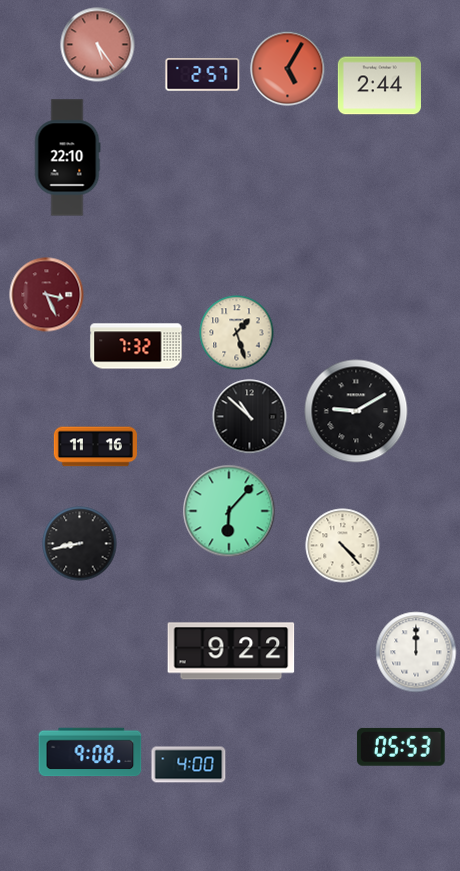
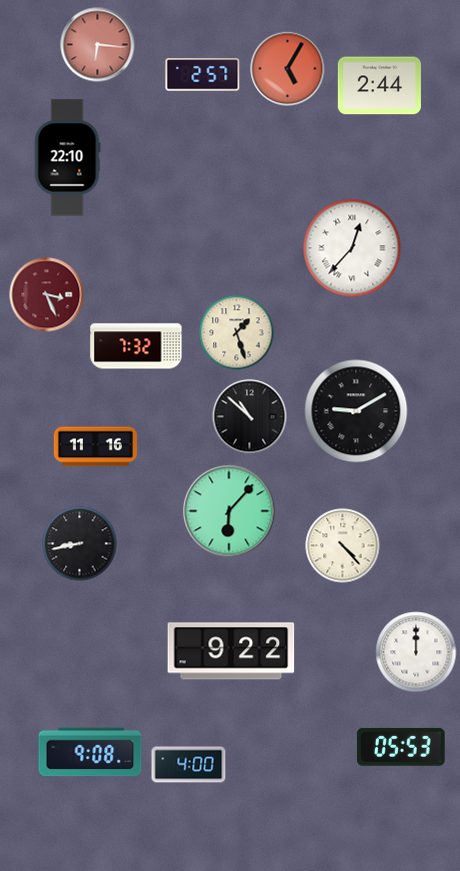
clock at (98, 45): 5:24 -> 6:16
clock at (352, 248): none -> 12:37
